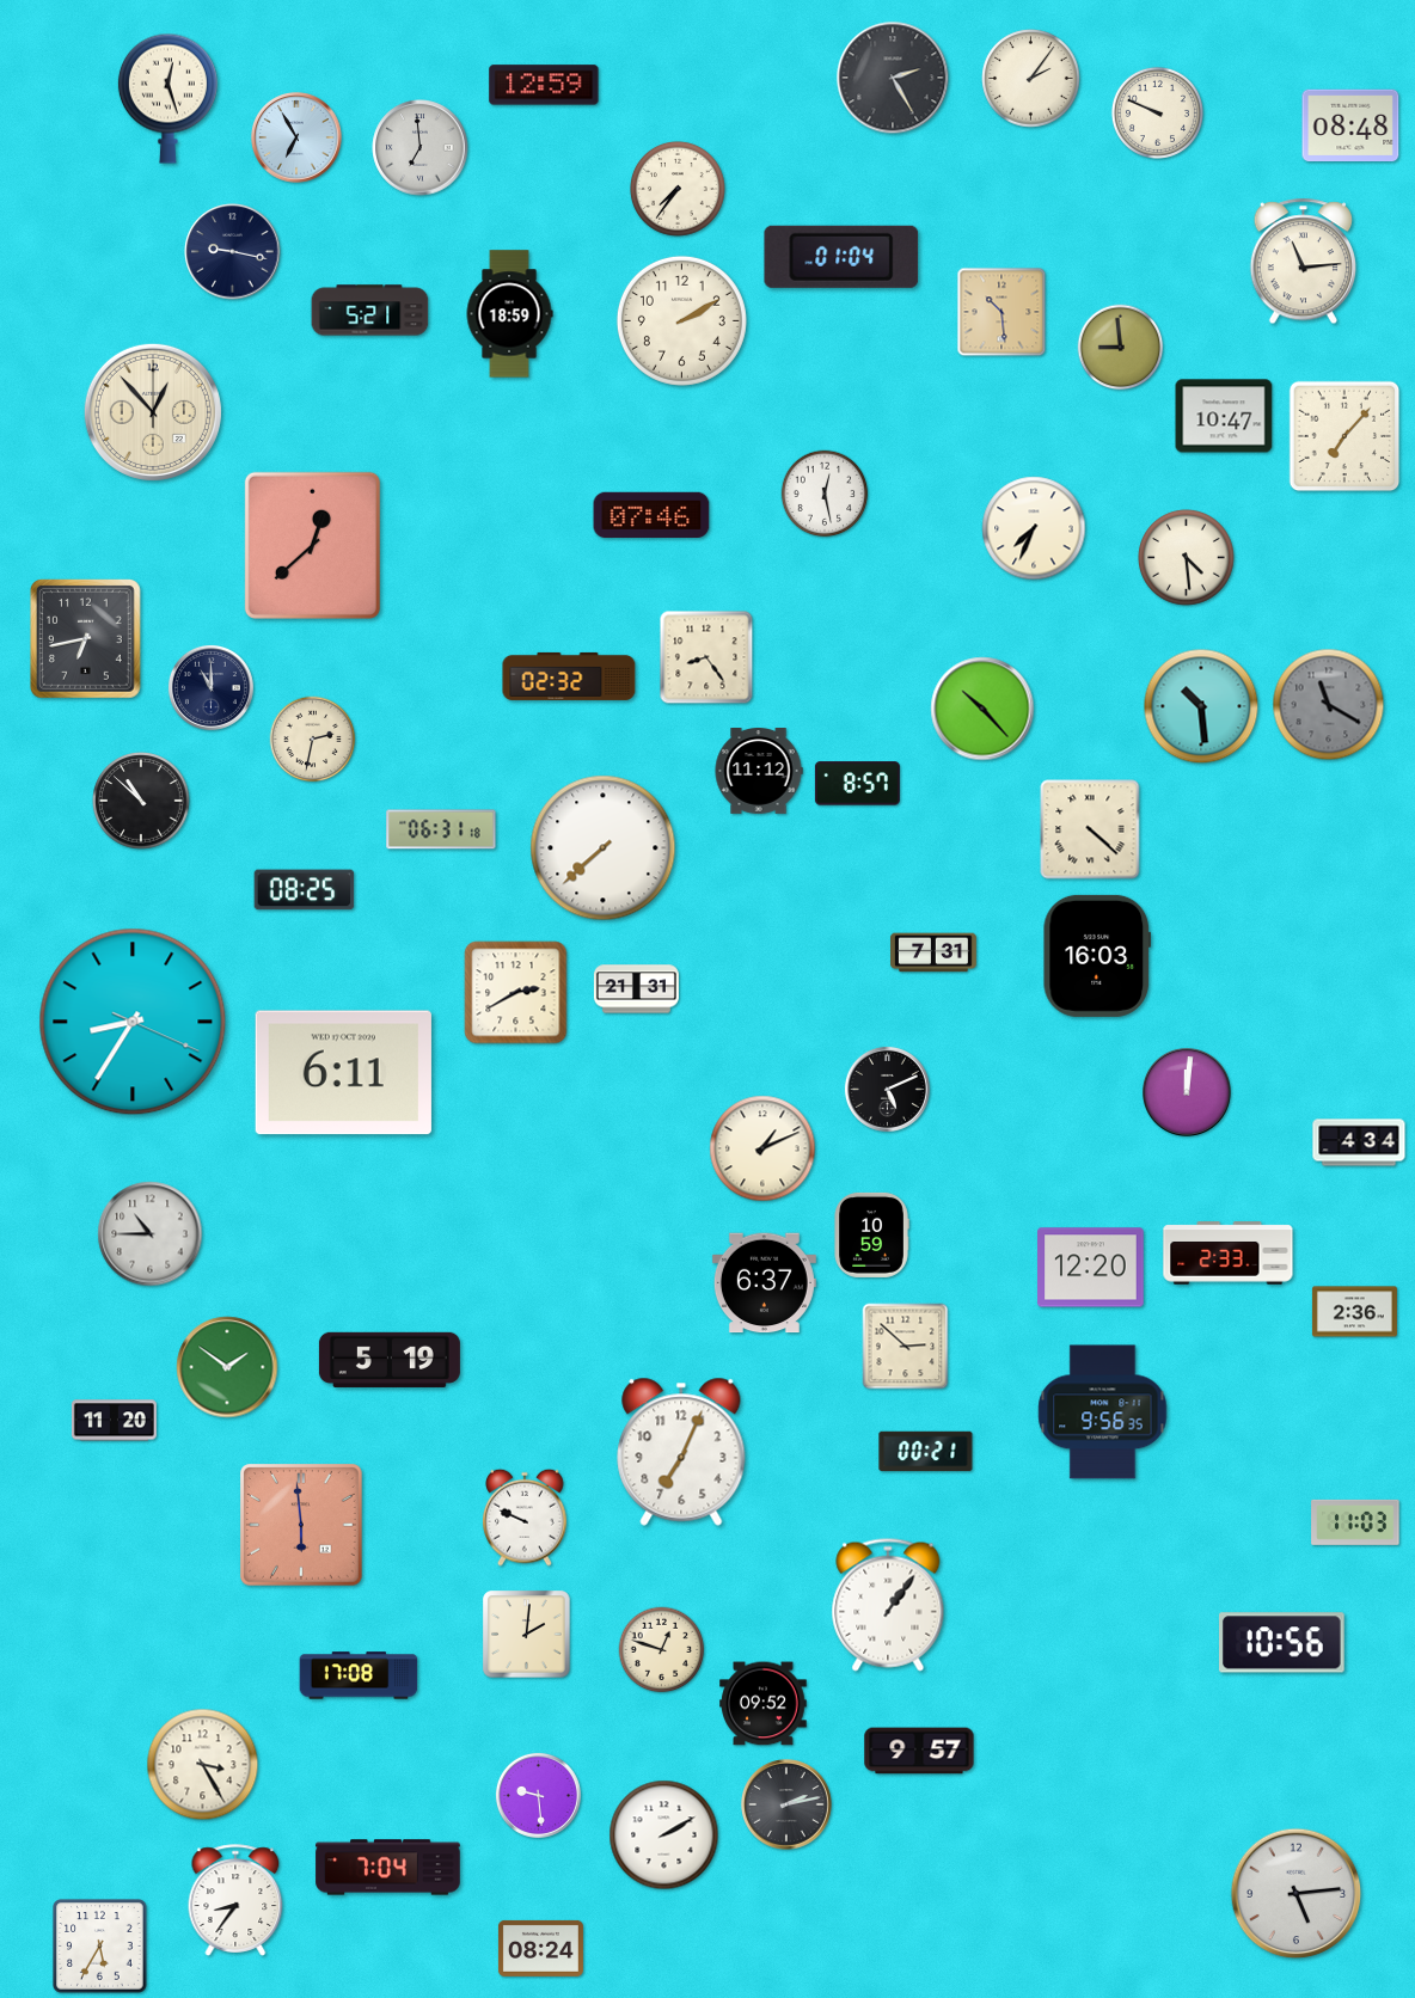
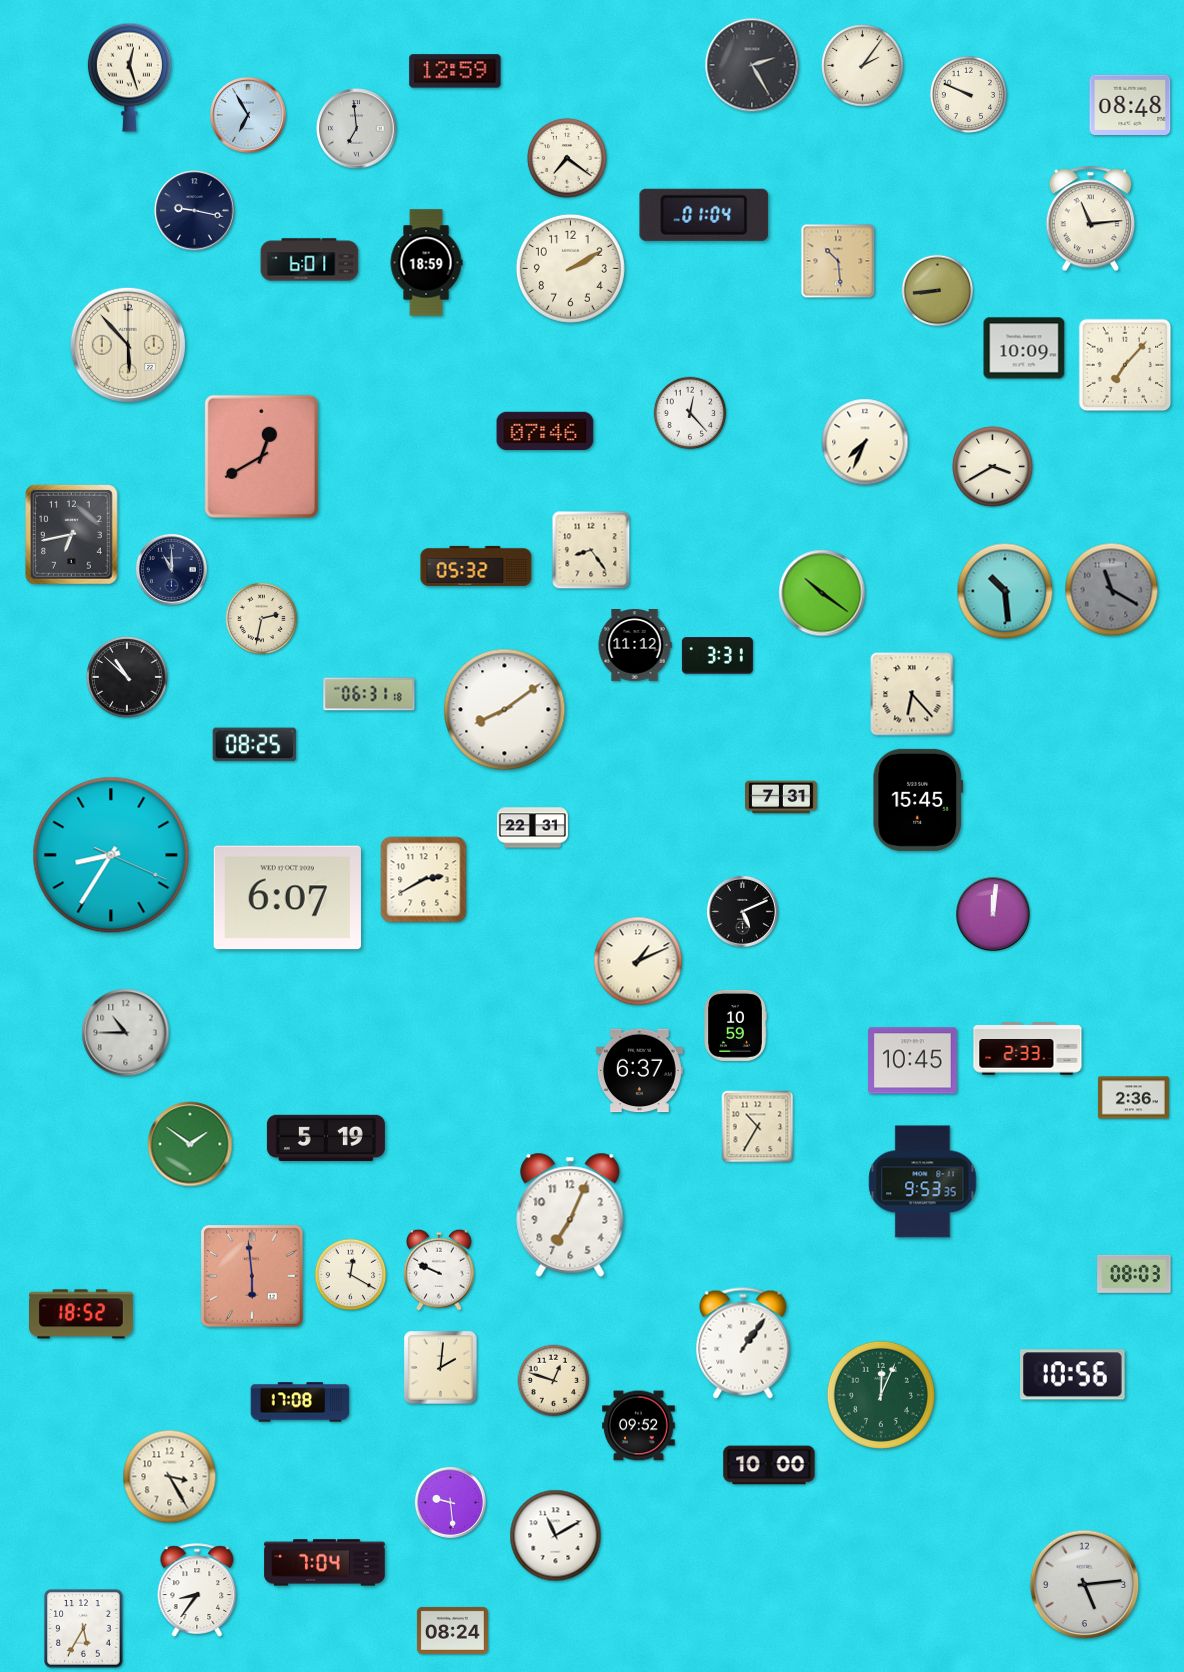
clock at (893, 78) position: (893, 78) -> (752, 65)
clock at (167, 98) position: (167, 98) -> (129, 77)
clock at (421, 148) position: (421, 148) -> (357, 129)
clock at (679, 190): 7:36 -> 7:21
clock at (370, 311): 5:21 -> 6:01
clock at (1121, 348): 8:59 -> 8:44
clock at (153, 412): 12:53 -> 5:53
clock at (1224, 416): 10:47 -> 10:09
clock at (825, 494): 12:28 -> 12:23
clock at (312, 545): 12:38 -> 12:40
clock at (1187, 558): 4:29 -> 3:40
clock at (569, 676): 02:32 -> 05:32
clock at (210, 687) position: (210, 687) -> (171, 569)
clock at (982, 709): 10:23 -> 10:21
clock at (857, 784): 8:57 -> 3:31
clock at (141, 801) position: (141, 801) -> (127, 677)
clock at (1090, 829): 4:22 -> 6:23
clock at (604, 848): 7:38 -> 8:09
clock at (1097, 956): 16:03 -> 15:45
clock at (636, 989): 21:31 -> 22:31
clock at (516, 993) position: (516, 993) -> (424, 880)
clock at (343, 1073): 6:11 -> 6:07
clock at (1359, 1142): 4:34 -> none
clock at (871, 1234) position: (871, 1234) -> (735, 1025)
clock at (1091, 1268): 12:20 -> 10:45
clock at (764, 1283) position: (764, 1283) -> (639, 1071)
clock at (906, 1347): 2:52 -> 10:35
clock at (1103, 1412): 9:56 -> 9:53
clock at (114, 1421): 11:20 -> none
clock at (926, 1452): 00:21 -> none
clock at (1355, 1522): 11:03 -> 08:03
clock at (351, 1275): none -> 12:20
clock at (82, 1314): none -> 18:52
clock at (881, 1395): none -> 12:04
clock at (919, 1751): 9:57 -> 10:00
clock at (786, 1804): 2:13 -> none
clock at (664, 1835): 2:10 -> 11:10
